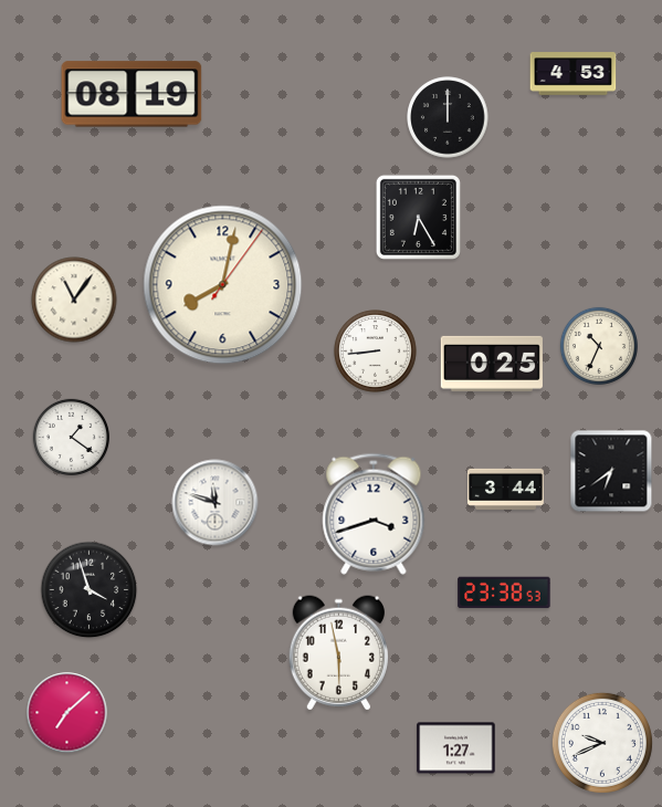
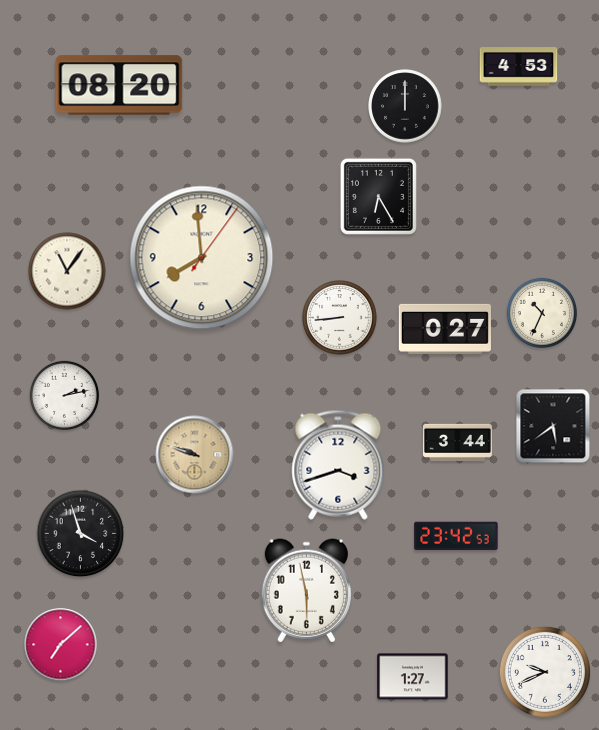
clock at (132, 94): 08:19 -> 08:20
clock at (223, 285): 8:02 -> 7:59
clock at (492, 364): 0:25 -> 0:27
clock at (71, 437): 1:21 -> 2:13
clock at (611, 471): 6:39 -> 5:39
clock at (216, 503): 11:48 -> 9:48
clock at (216, 503) dial: white -> champagne
clock at (504, 593): 23:38 -> 23:42
